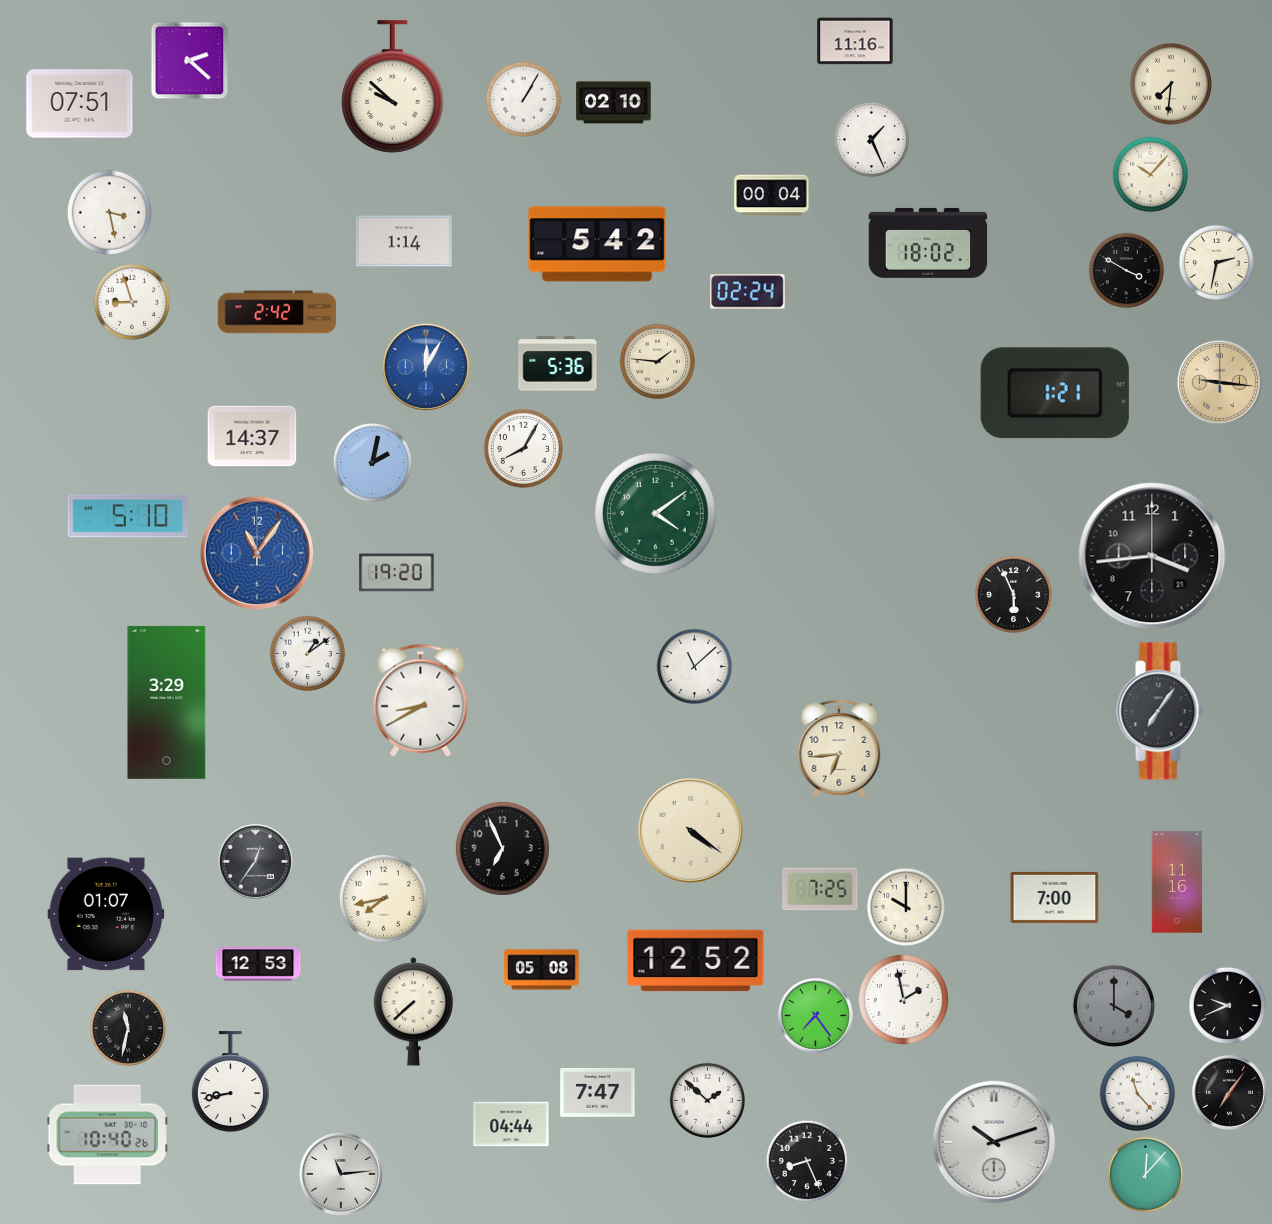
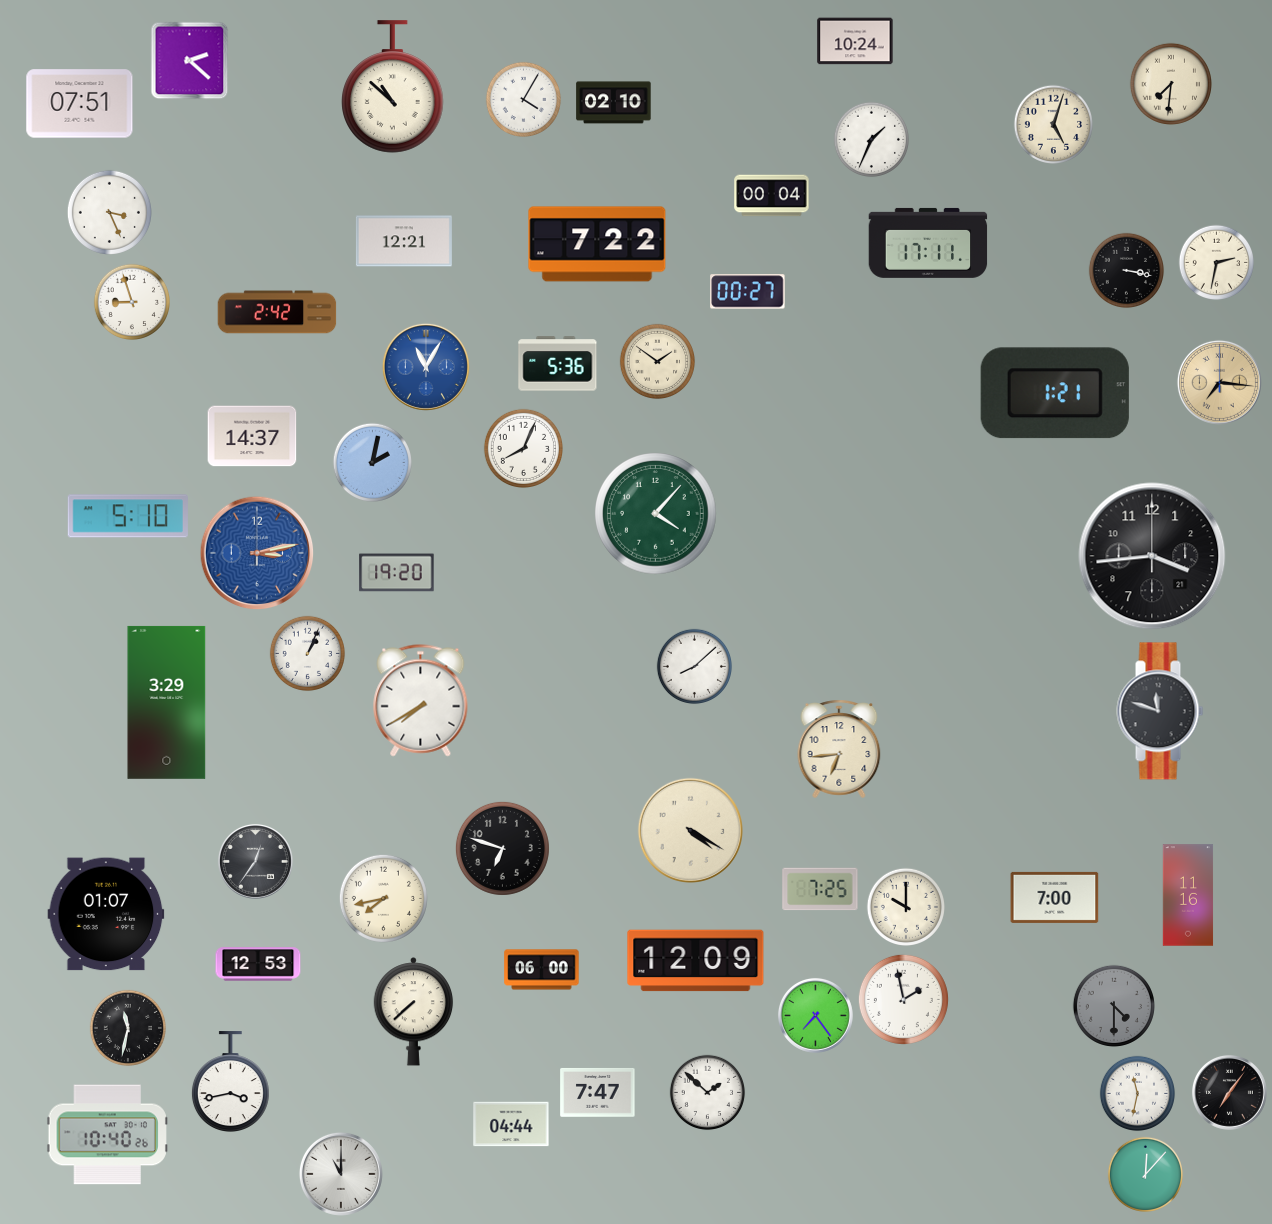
clock at (855, 41): 11:16 -> 10:24
clock at (393, 87): 9:52 -> 10:52
clock at (524, 100): 1:05 -> 4:05
clock at (1053, 124): none -> 5:03
clock at (872, 140): 1:26 -> 1:34
clock at (1151, 175): 10:07 -> none
clock at (109, 212): 3:28 -> 3:26
clock at (404, 241): 1:14 -> 12:21
clock at (928, 243): 18:02 -> 17:11
clock at (597, 244): 5:42 -> 7:22
clock at (1127, 271): 3:50 -> 3:17
clock at (748, 292): 02:24 -> 00:27
clock at (658, 362): 1:46 -> 1:51
clock at (426, 367): 12:05 -> 11:05
clock at (1219, 382): 9:16 -> 7:16
clock at (523, 448): 8:05 -> 8:04
clock at (656, 514): 4:09 -> 4:07
clock at (257, 553): 11:06 -> 3:13
clock at (1013, 594): 5:56 -> none
clock at (308, 654): 1:09 -> 1:04
clock at (695, 667): 11:08 -> 8:08
clock at (421, 701): 8:40 -> 7:40
clock at (1160, 711): 7:06 -> 11:48
clock at (690, 830): 4:21 -> 4:20
clock at (502, 848): 6:56 -> 6:48
clock at (1177, 882) position: (1177, 882) -> (1188, 895)
clock at (696, 961): 12:52 -> 12:09
clock at (542, 970): 05:08 -> 06:00
clock at (1227, 1005): 9:41 -> none
clock at (1114, 1006): 4:00 -> 4:30
clock at (230, 1081): 8:43 -> 3:43
clock at (1138, 1094): 11:23 -> 11:32
clock at (708, 1101) position: (708, 1101) -> (708, 1093)
clock at (994, 1142): 10:12 -> none
clock at (807, 1161): 8:26 -> none
clock at (341, 1174): 11:14 -> 11:00
